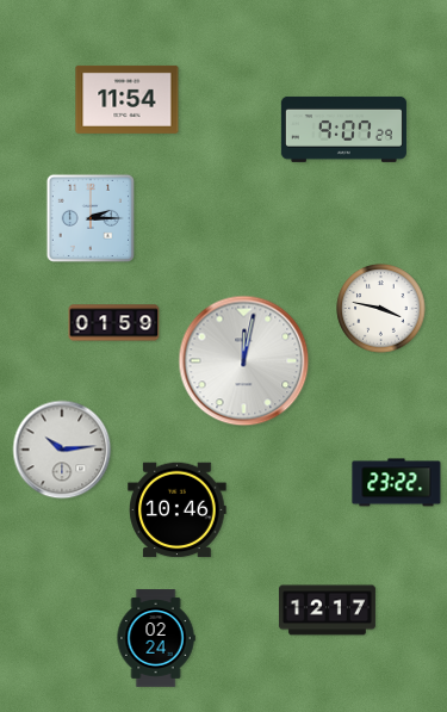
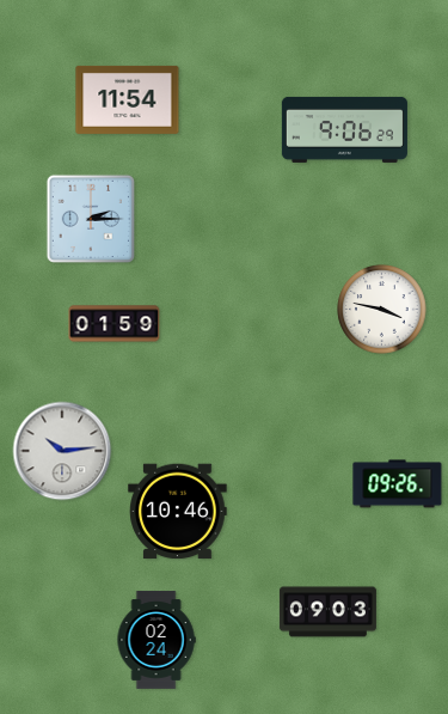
clock at (343, 129): 9:07 -> 9:06
clock at (244, 361): 12:02 -> none
clock at (397, 483): 23:22 -> 09:26
clock at (327, 611): 12:17 -> 09:03
